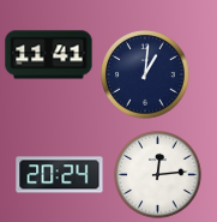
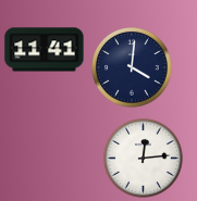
clock at (145, 74): 1:01 -> 4:01
clock at (60, 175): 20:24 -> none
